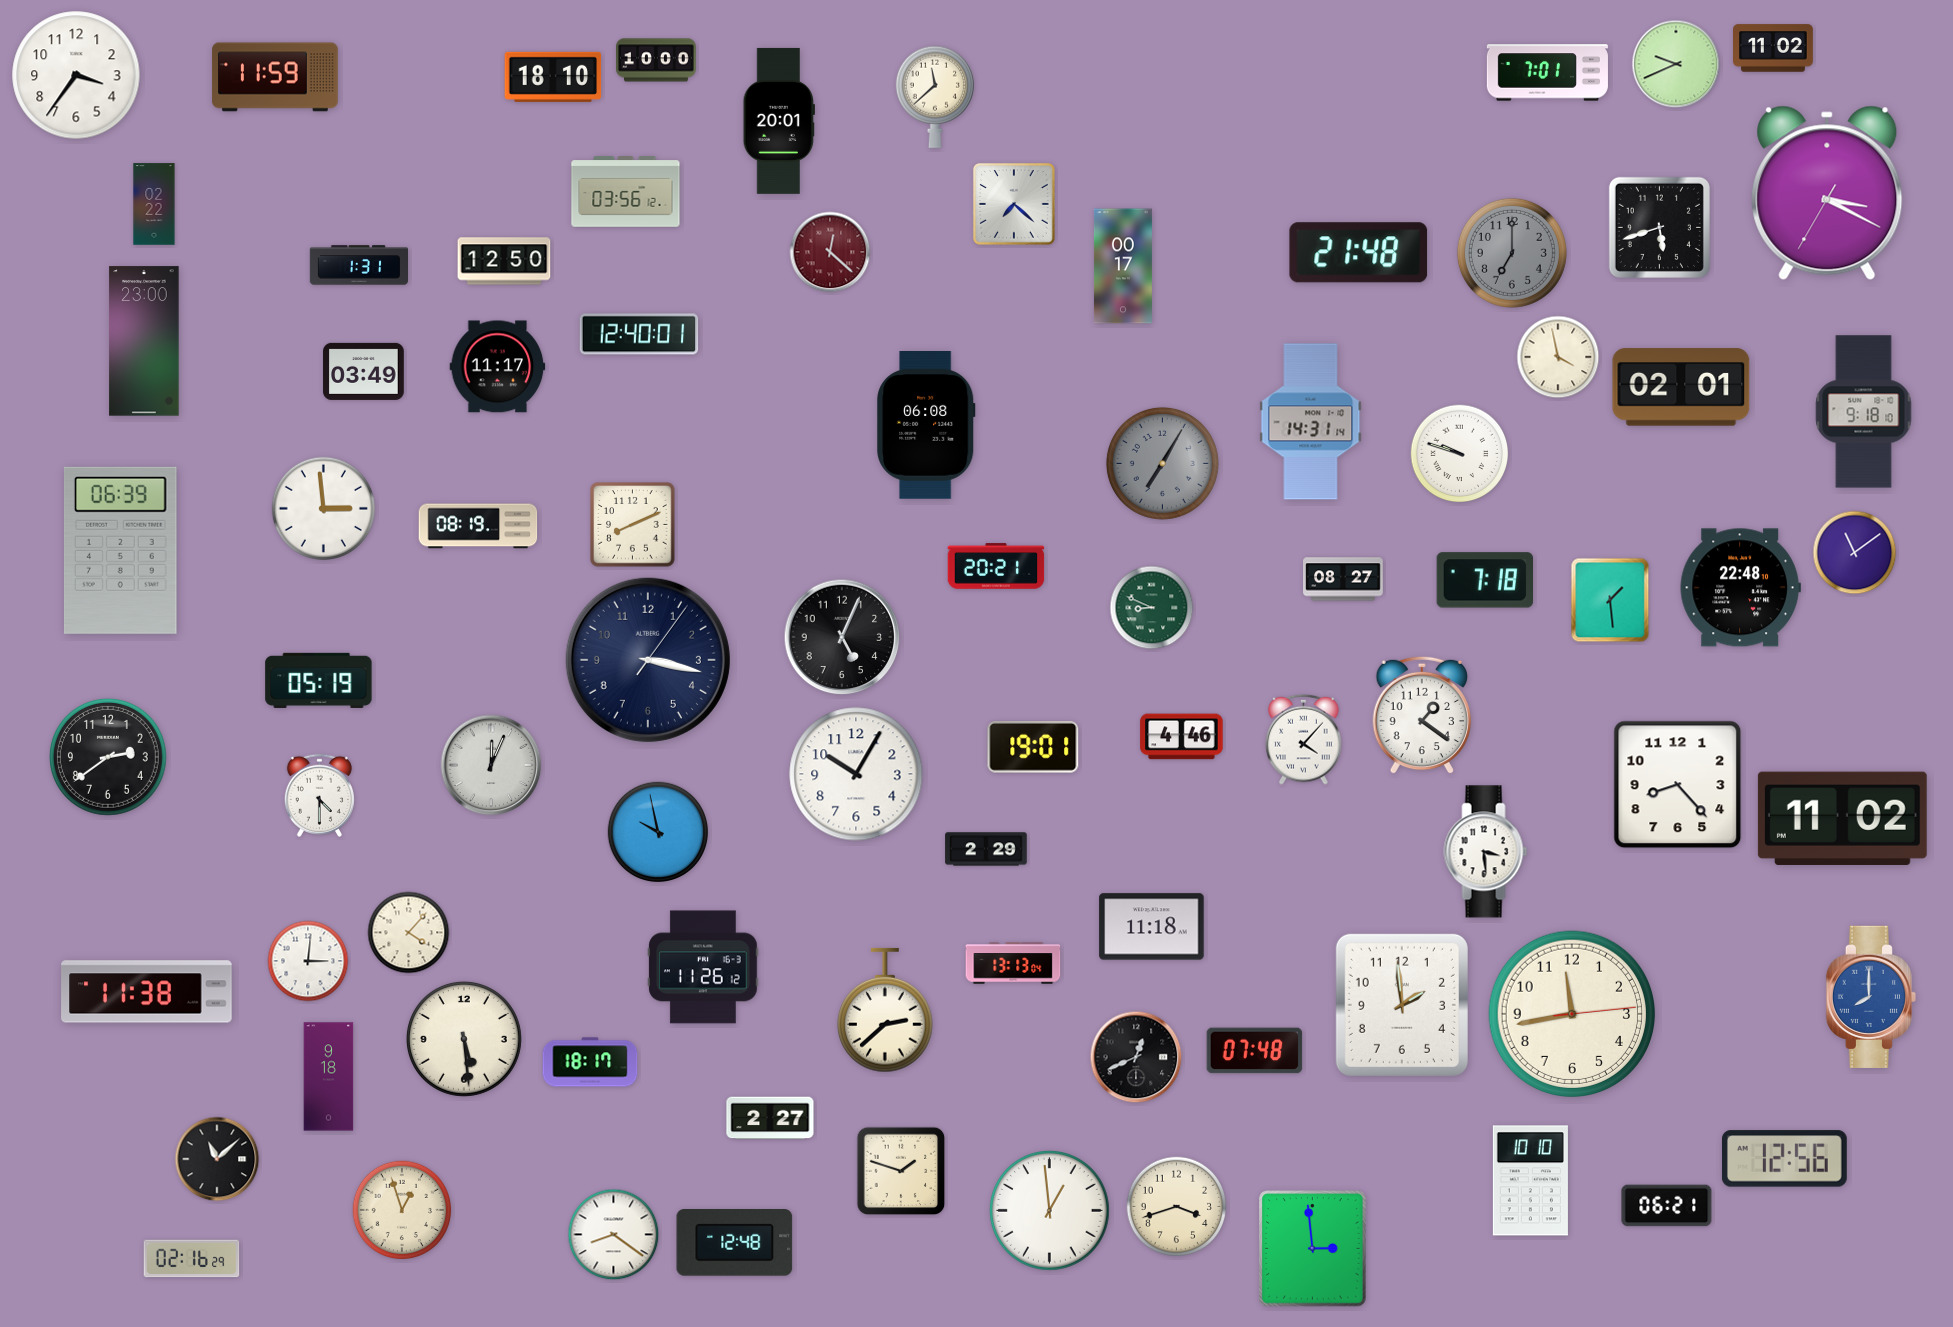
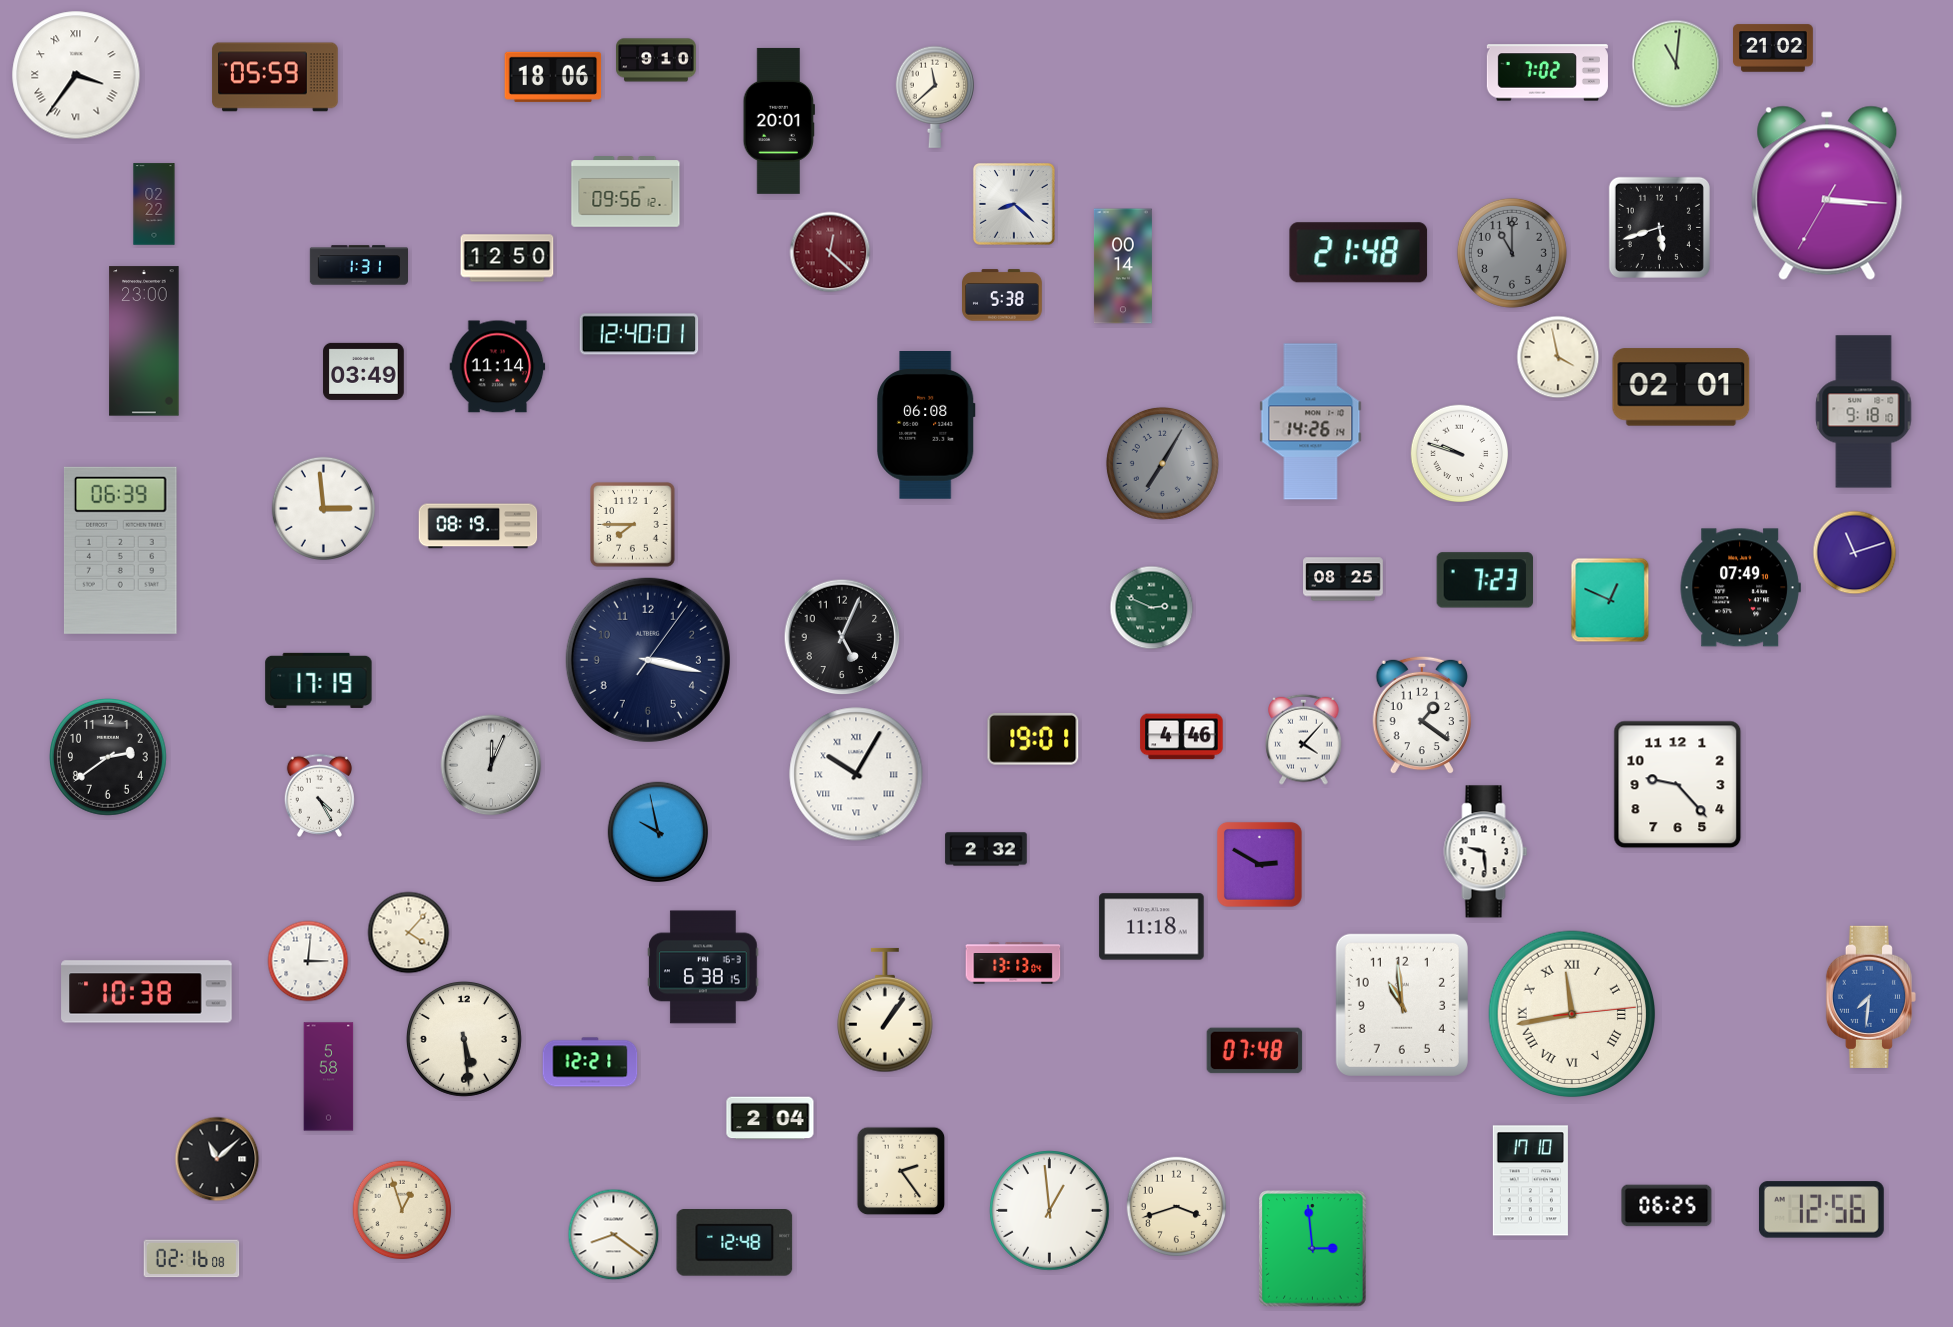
clock at (1774, 48): 11:02 -> 21:02
clock at (657, 60): 10:00 -> 9:10
clock at (1676, 64): 9:41 -> 11:01
clock at (1547, 73): 7:01 -> 7:02
clock at (76, 75) numerals: Arabic -> Roman
clock at (275, 77): 11:59 -> 05:59
clock at (553, 77): 18:10 -> 18:06
clock at (626, 192): 03:56 -> 09:56
clock at (1827, 193): 3:19 -> 3:15
clock at (1014, 204): 7:22 -> 8:22
clock at (1512, 253): 7:00 -> 11:00
clock at (504, 261) position: (504, 261) -> (507, 258)
clock at (1123, 266): 00:17 -> 00:14
clock at (1003, 295): none -> 5:38
clock at (498, 367): 11:17 -> 11:14
clock at (1311, 422): 14:31 -> 14:26
clock at (633, 525): 8:11 -> 7:45
clock at (1855, 553): 11:09 -> 11:12
clock at (996, 566): 20:21 -> none
clock at (1343, 579): 08:27 -> 08:25
clock at (1484, 580): 7:18 -> 7:23
clock at (1740, 588): 22:48 -> 07:49
clock at (1610, 600): 1:29 -> 12:49
clock at (1152, 608): 8:49 -> 2:49
clock at (319, 680): 05:19 -> 17:19
clock at (1033, 747) position: (1033, 747) -> (1033, 739)
clock at (856, 774) numerals: Arabic -> Roman
clock at (1678, 785): 8:23 -> 9:23
clock at (319, 795): 4:30 -> 4:25
clock at (1842, 818): 11:02 -> none
clock at (986, 849): 2:29 -> 2:32
clock at (1486, 852): 3:29 -> 9:29
clock at (1259, 864): none -> 2:50
clock at (703, 967): 11:26 -> 6:38
clock at (147, 992): 11:38 -> 10:38
clock at (1870, 997): 8:00 -> 7:31
clock at (1402, 1005): 1:59 -> 10:59
clock at (885, 1010): 2:38 -> 1:06
clock at (1572, 1014) numerals: Arabic -> Roman
clock at (1136, 1057): 12:41 -> none
clock at (590, 1062): 18:17 -> 12:21
clock at (329, 1077): 9:18 -> 5:58
clock at (770, 1118): 2:27 -> 2:04
clock at (1784, 1159) position: (1784, 1159) -> (1821, 1210)
clock at (901, 1171): 1:48 -> 2:24
clock at (1530, 1181): 10:10 -> 17:10
clock at (1667, 1206): 06:21 -> 06:25
clock at (192, 1259): 02:16:29 -> 02:16:08
